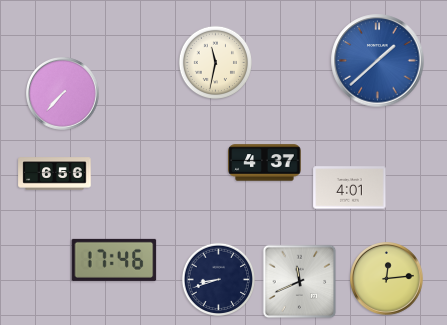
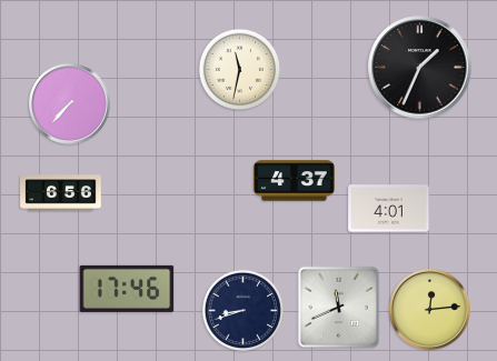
clock at (378, 61): 1:38 -> 1:34
clock at (378, 61) dial: blue -> black
clock at (300, 282) position: (300, 282) -> (339, 308)
